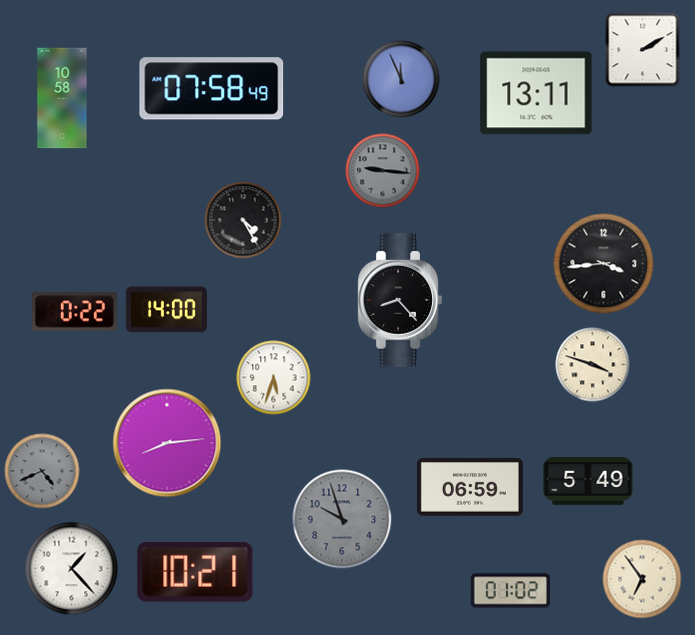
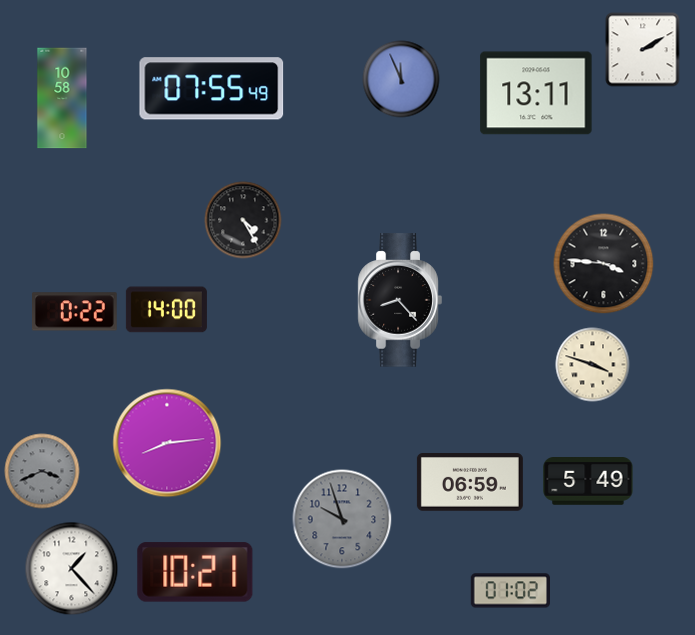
clock at (212, 89): 07:58 -> 07:55
clock at (383, 171): 9:16 -> none
clock at (604, 264): 3:44 -> 3:46
clock at (274, 378): 5:33 -> none
clock at (42, 471): 4:41 -> 3:41
clock at (470, 488) position: (470, 488) -> (470, 483)
clock at (642, 579): 6:54 -> none
